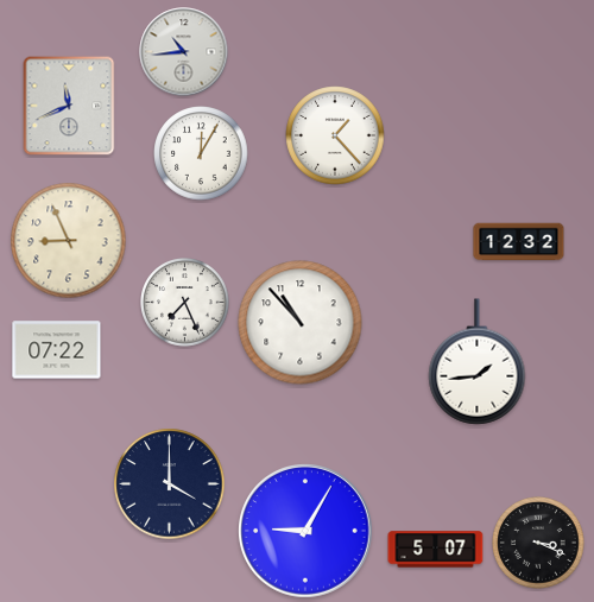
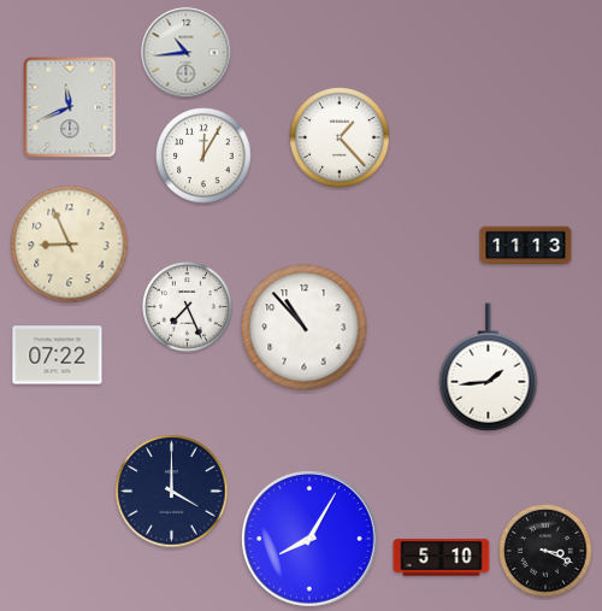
clock at (519, 242): 12:32 -> 11:13
clock at (478, 362) position: (478, 362) -> (489, 368)
clock at (307, 532): 9:05 -> 8:05
clock at (436, 550): 5:07 -> 5:10
